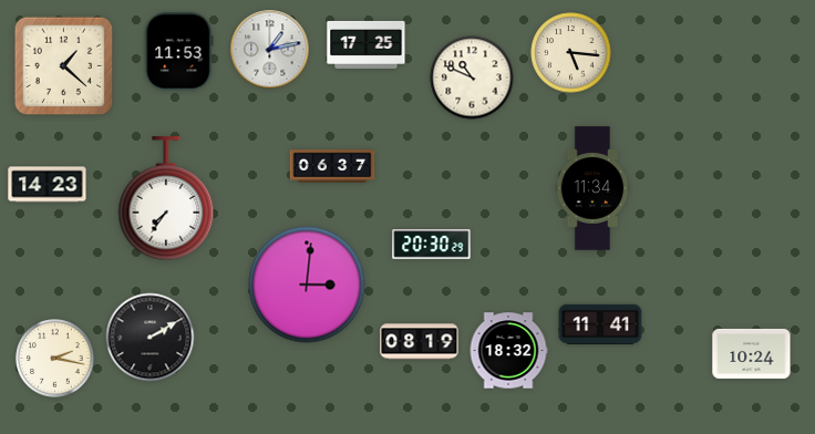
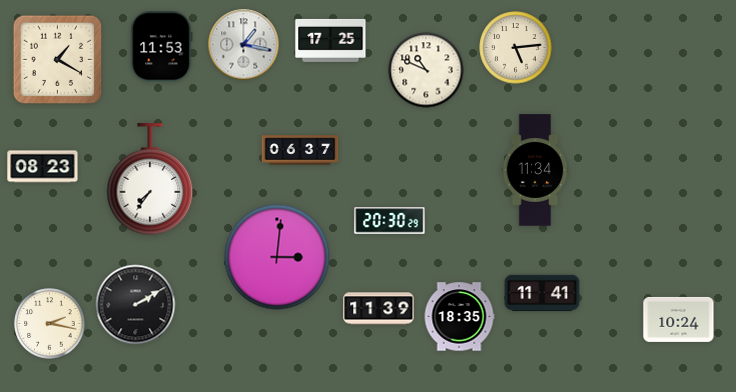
clock at (270, 50): 1:13 -> 1:17
clock at (571, 53): 5:16 -> 5:14
clock at (64, 66): 1:22 -> 1:20
clock at (48, 185): 14:23 -> 08:23
clock at (420, 342): 08:19 -> 11:39
clock at (508, 351): 18:32 -> 18:35
